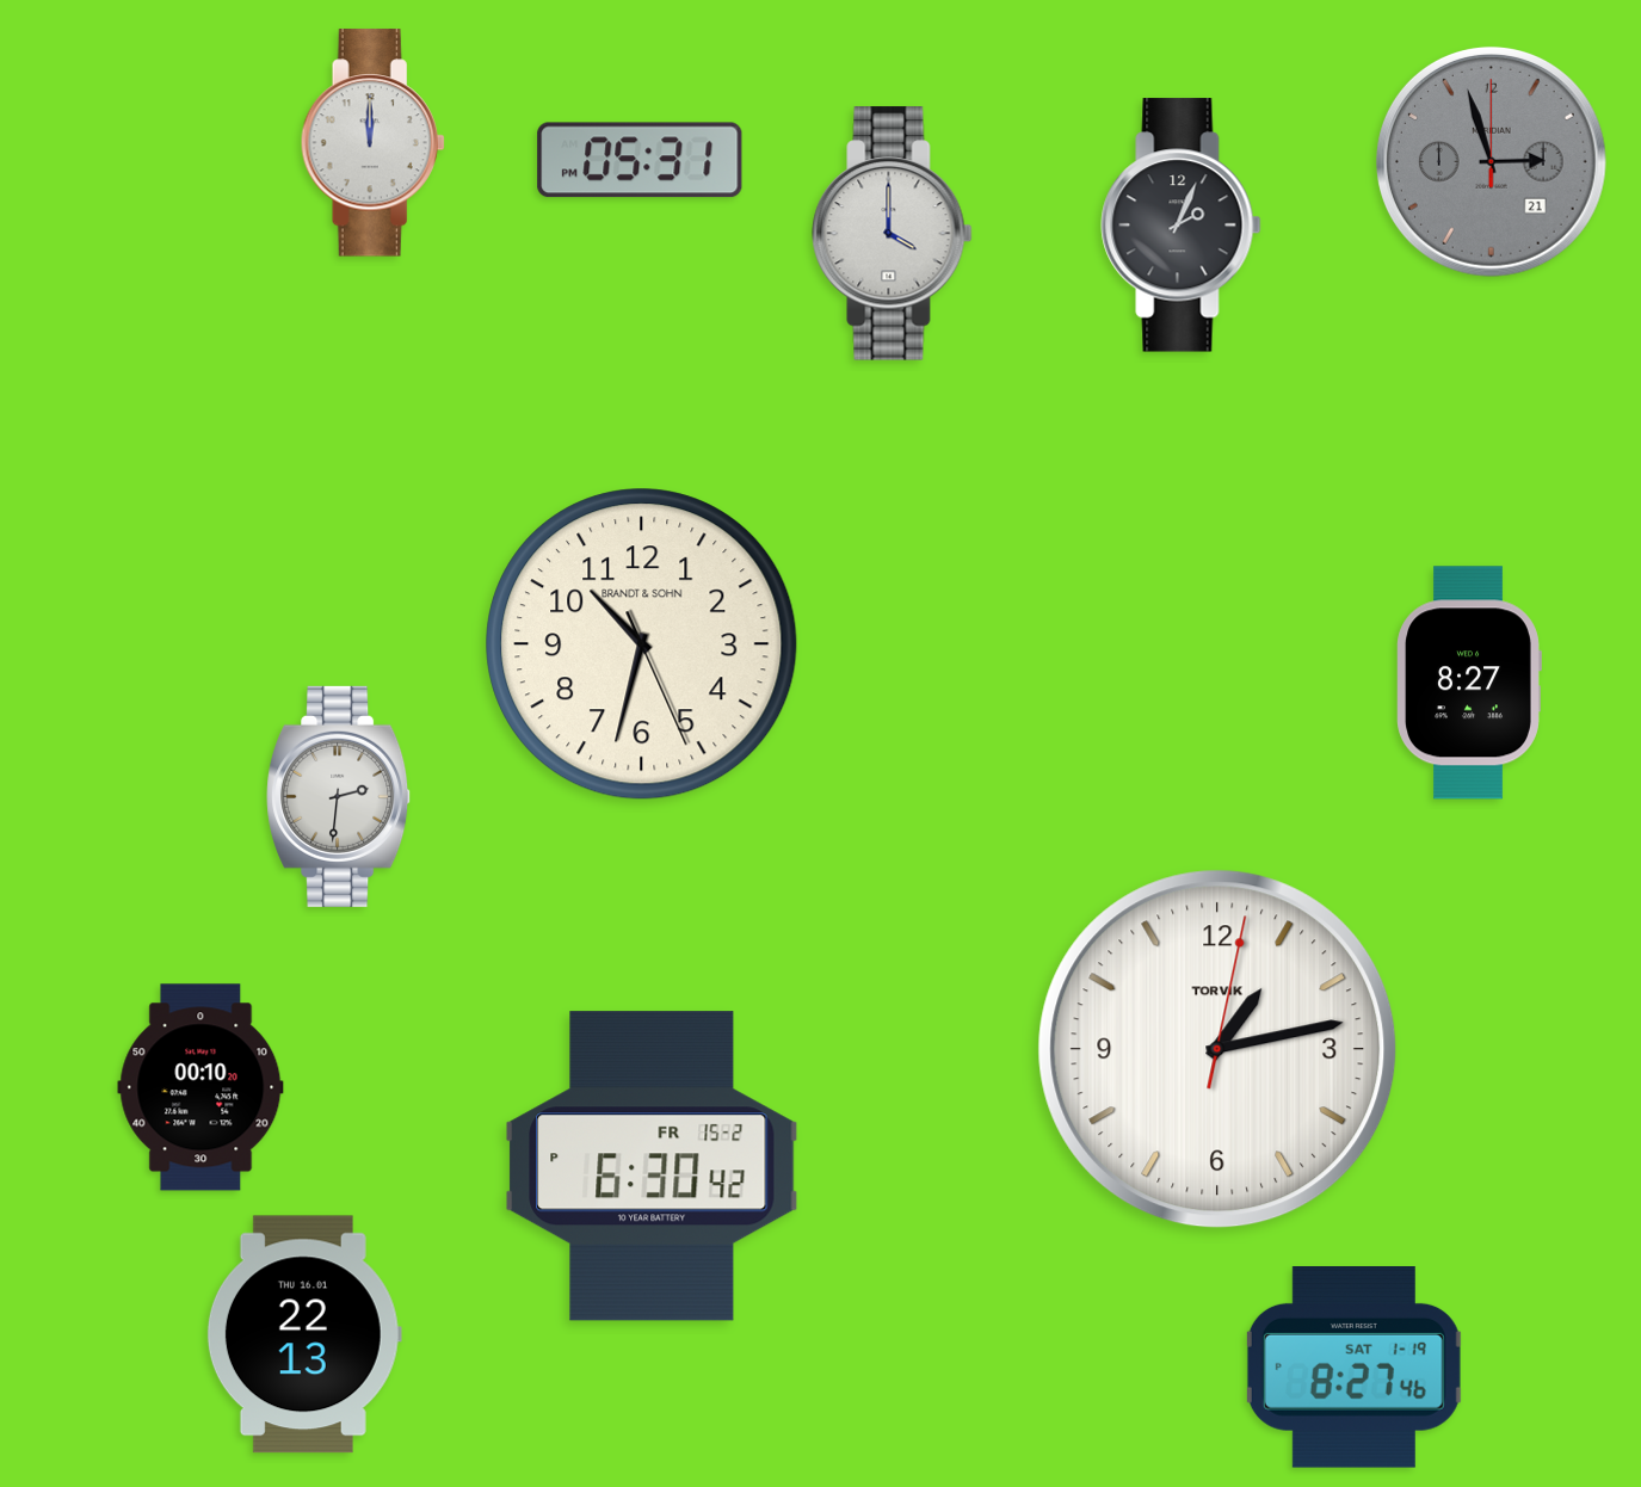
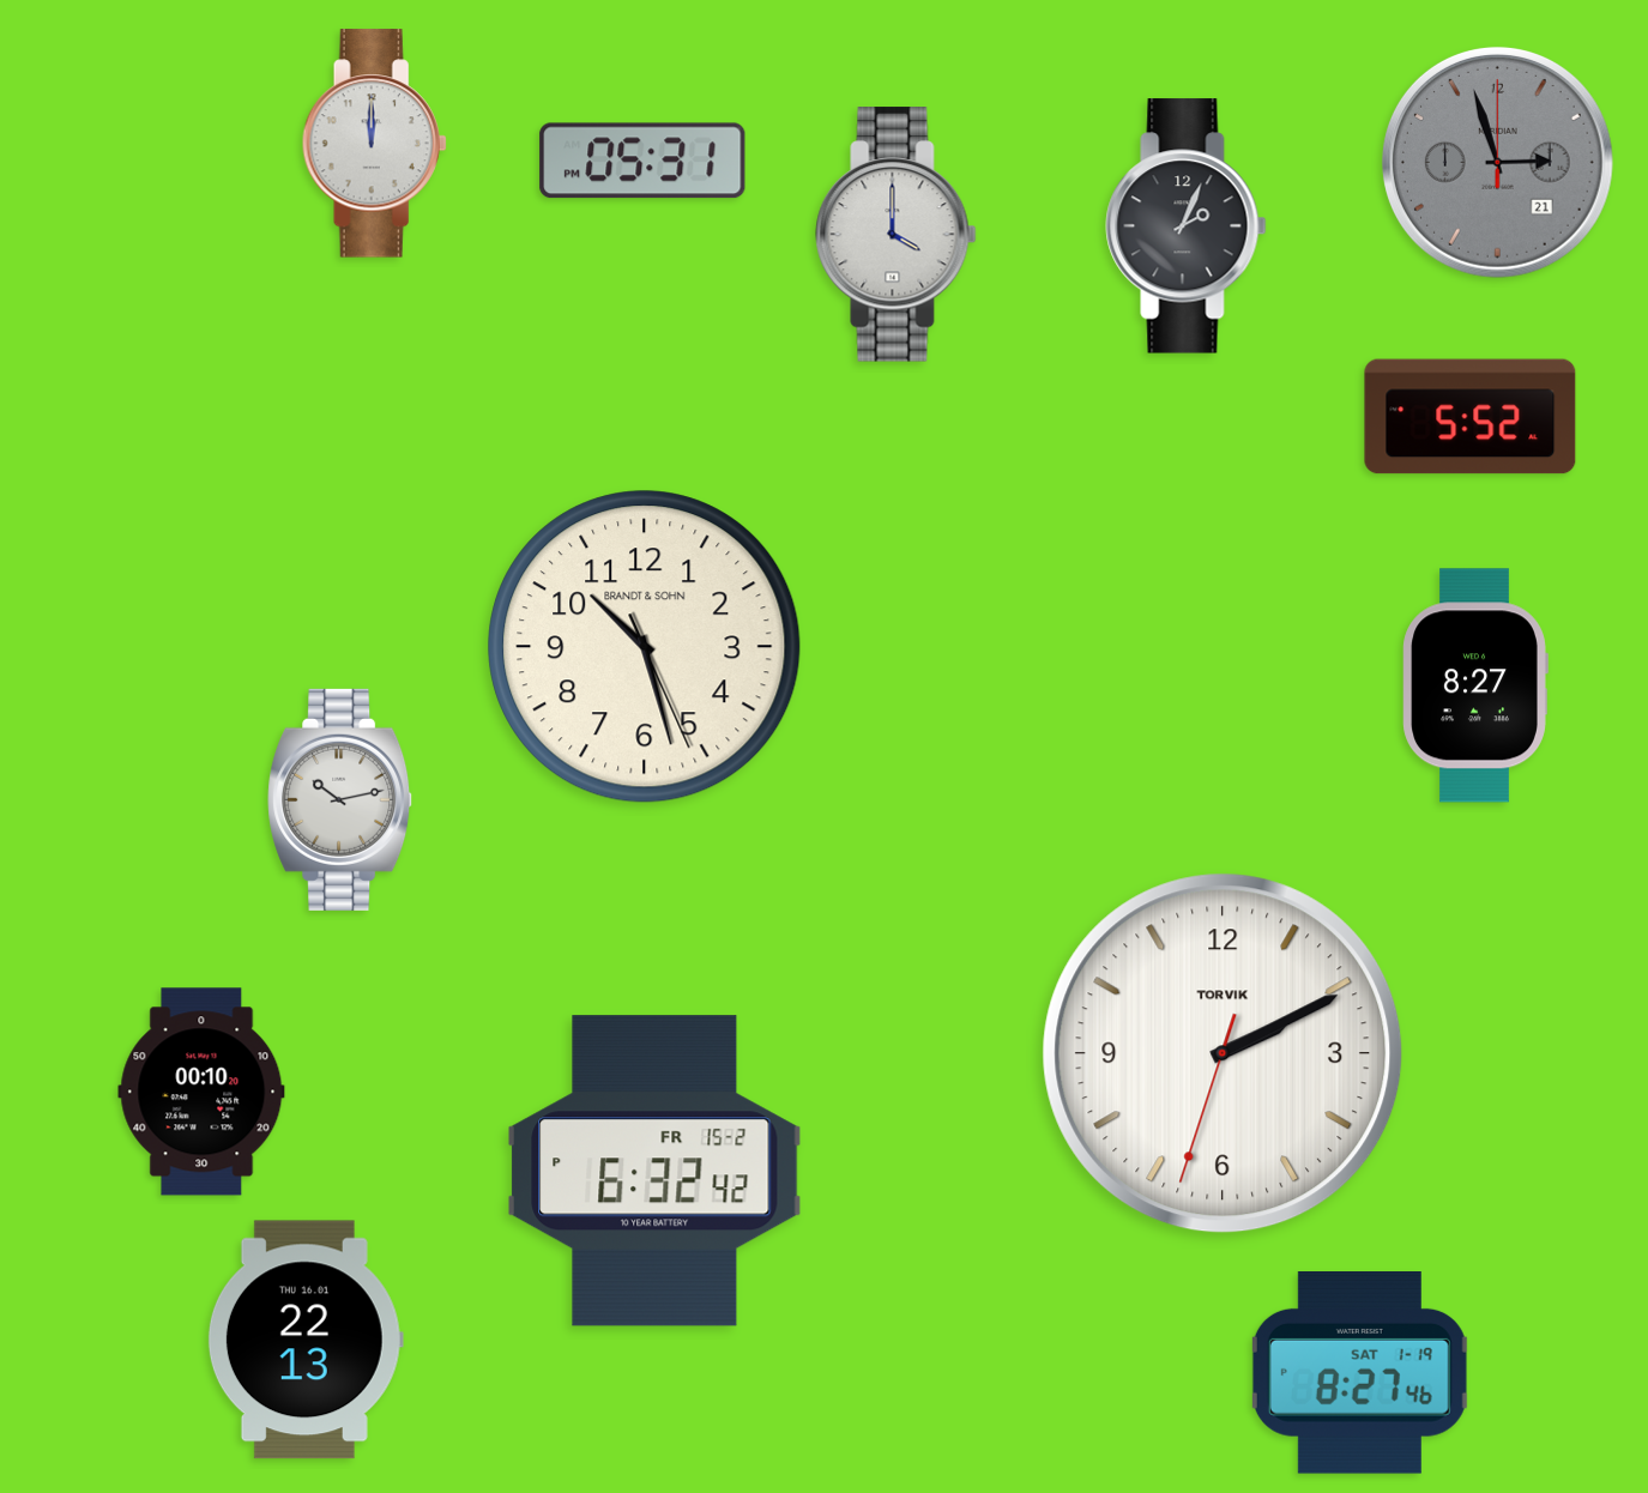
clock at (1471, 417): none -> 5:52
clock at (642, 644): 10:32 -> 10:27
clock at (339, 796): 2:31 -> 10:13
clock at (1217, 1049): 1:13 -> 2:10
clock at (652, 1166): 6:30 -> 6:32
